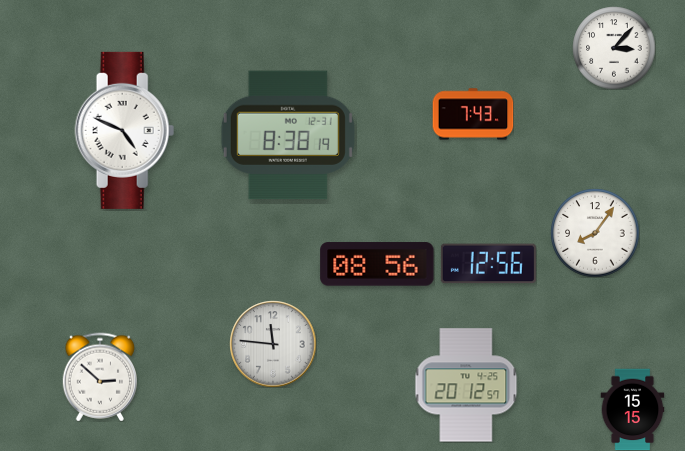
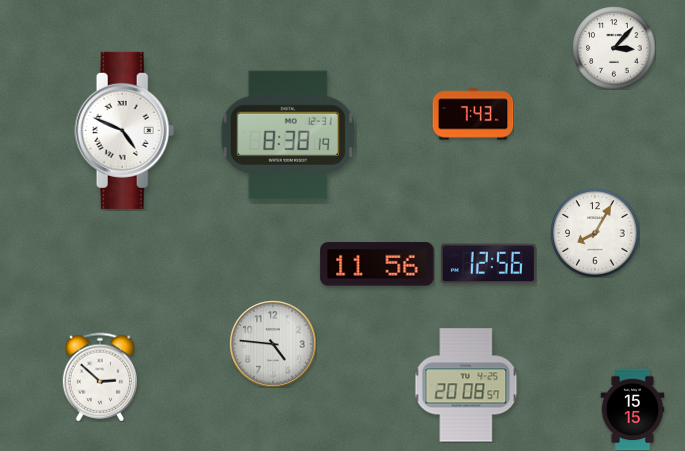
clock at (595, 233): 8:06 -> 8:05
clock at (377, 264): 08:56 -> 11:56
clock at (273, 344): 11:46 -> 4:46
clock at (466, 385): 20:12 -> 20:08
